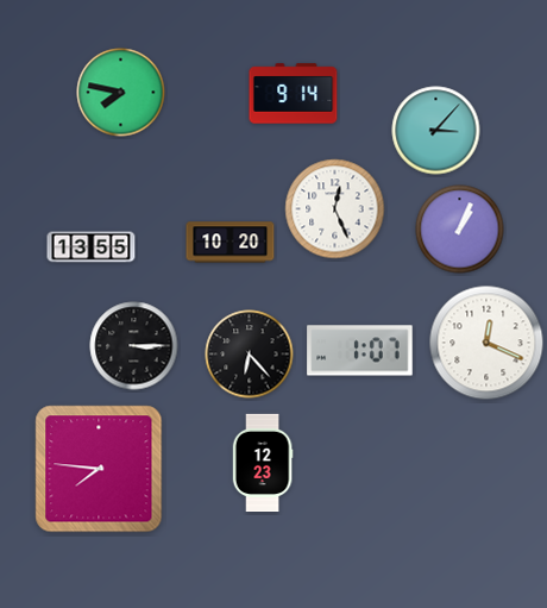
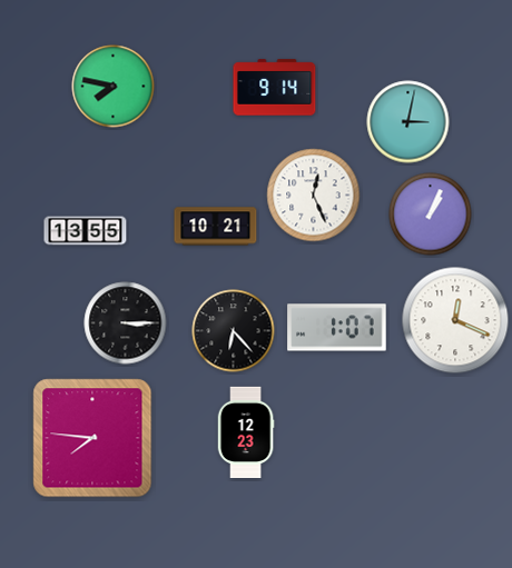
clock at (436, 131): 3:07 -> 3:02
clock at (231, 243): 10:20 -> 10:21
